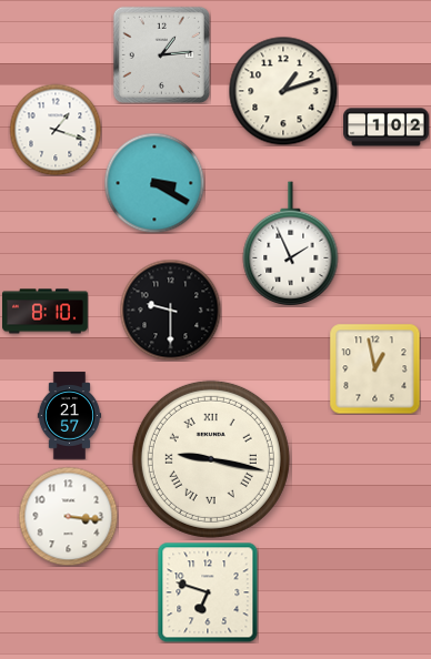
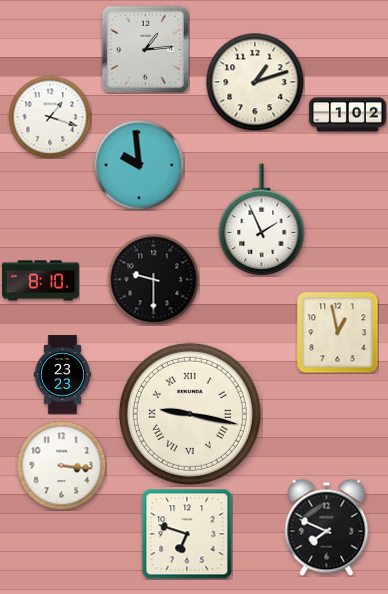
clock at (154, 183): 3:20 -> 9:59
clock at (70, 416): 21:57 -> 23:23
clock at (327, 527): none -> 7:49
